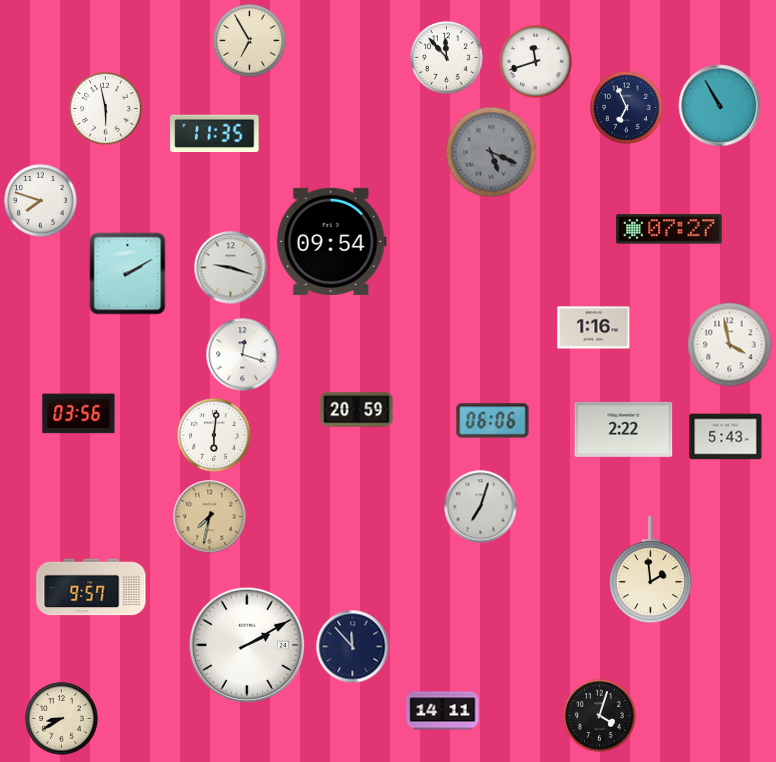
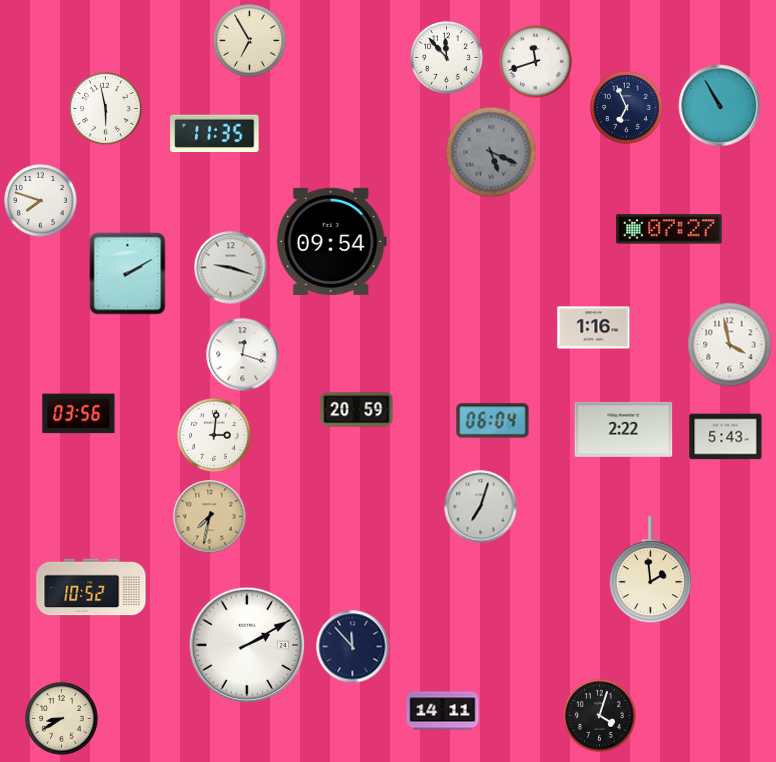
clock at (493, 421): 06:06 -> 06:04
clock at (214, 435): 6:01 -> 3:01
clock at (91, 587): 9:57 -> 10:52
